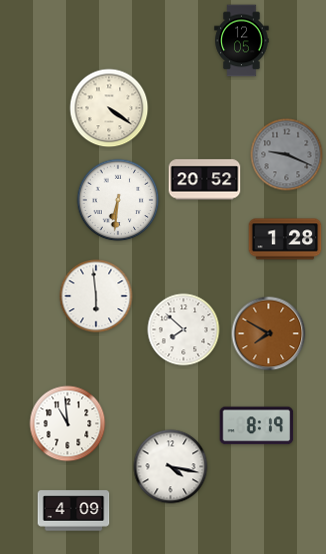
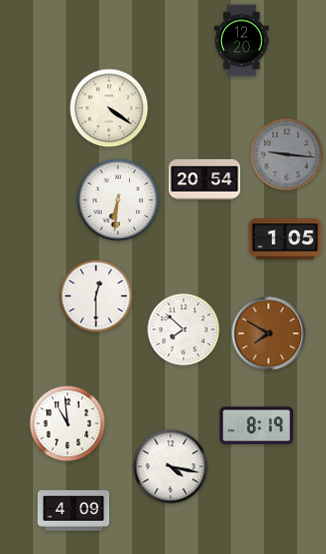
clock at (242, 41): 12:05 -> 12:20
clock at (287, 155): 9:19 -> 9:16
clock at (205, 180): 20:52 -> 20:54
clock at (285, 239): 1:28 -> 1:05
clock at (96, 296): 5:59 -> 12:30
